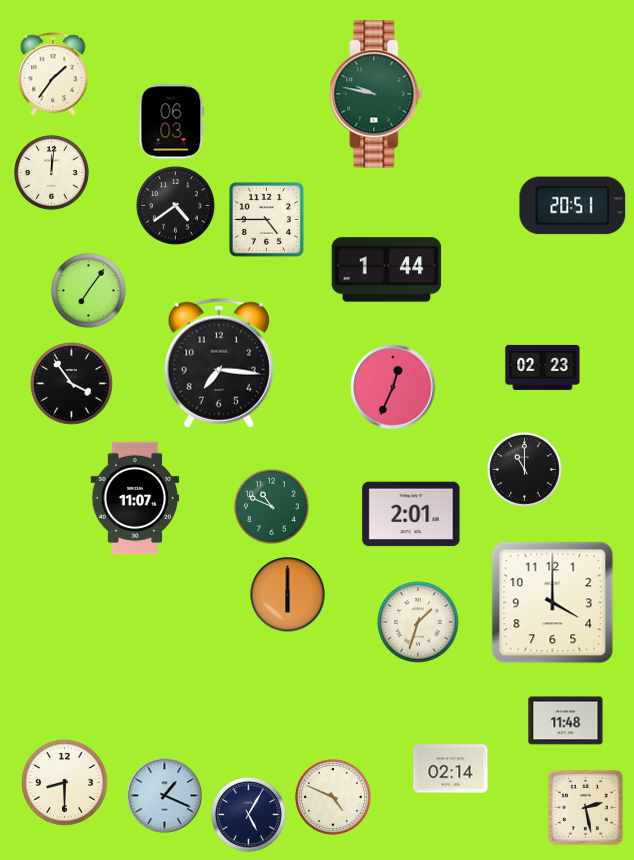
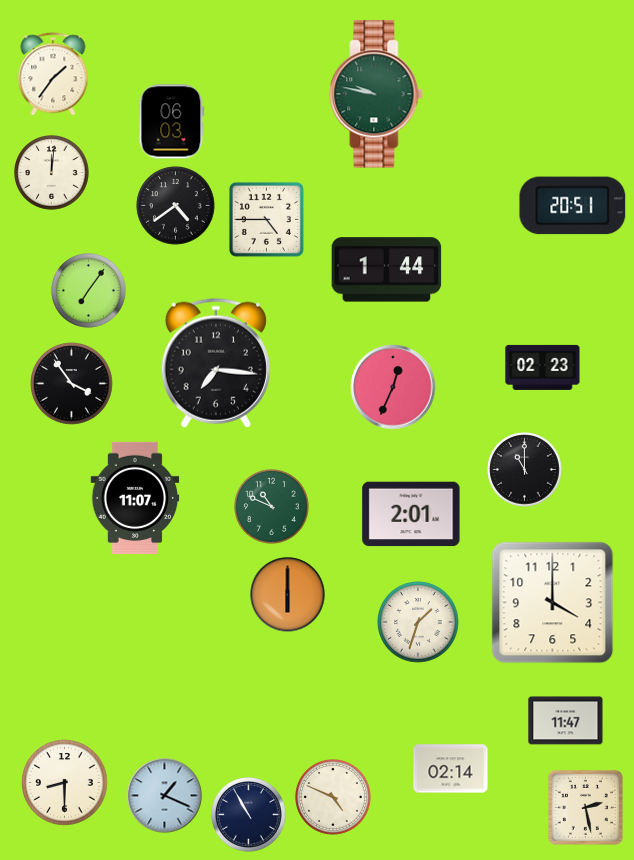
clock at (219, 363) position: (219, 363) -> (216, 363)
clock at (566, 721): 11:48 -> 11:47
clock at (249, 815): 5:05 -> 10:55
